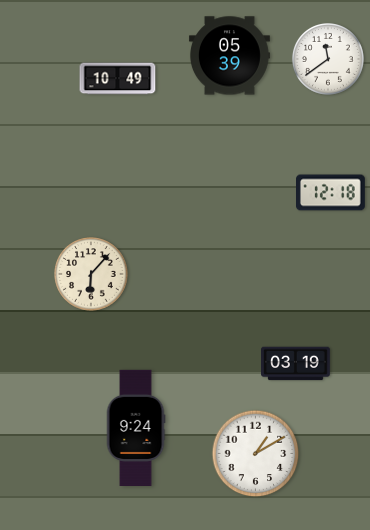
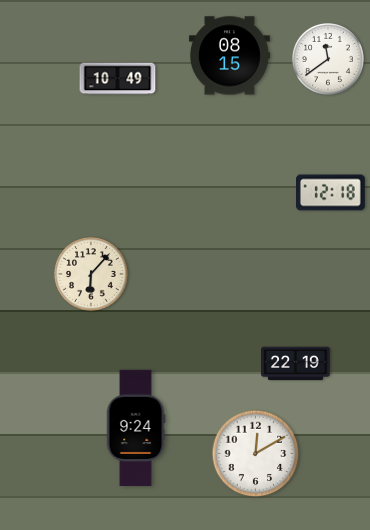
clock at (229, 56): 05:39 -> 08:15
clock at (296, 364): 03:19 -> 22:19
clock at (256, 454): 1:10 -> 12:10
